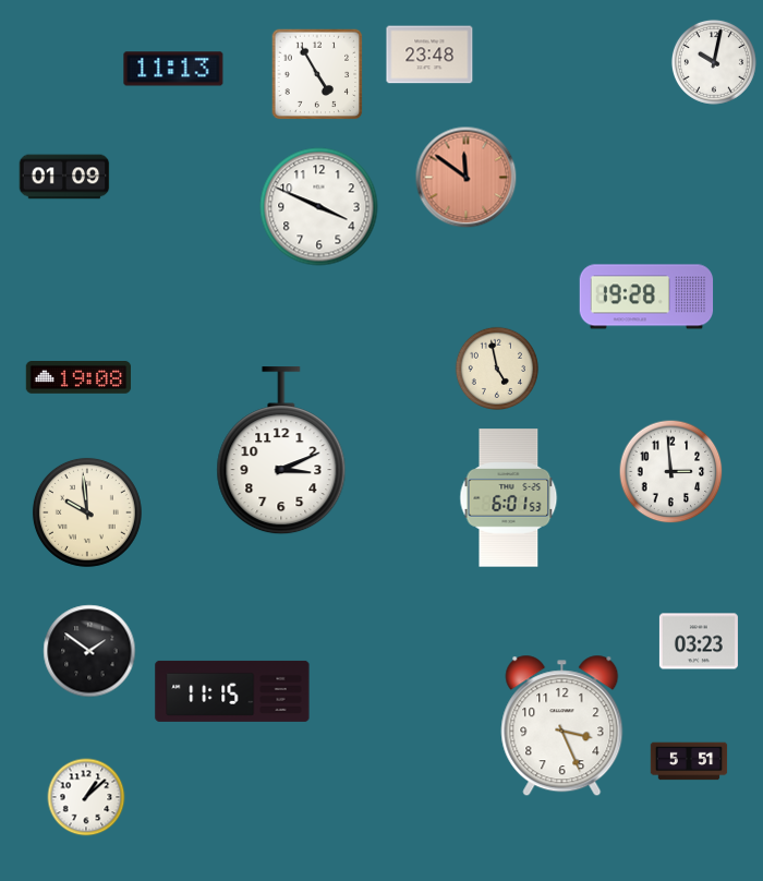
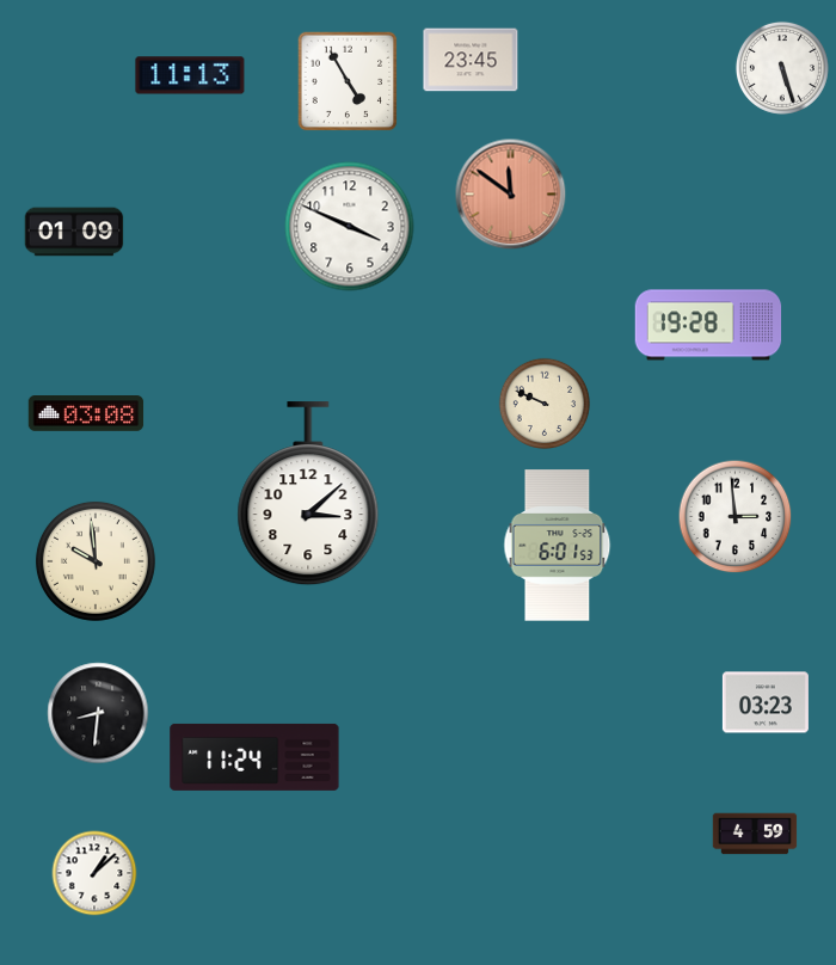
clock at (429, 55): 23:48 -> 23:45
clock at (714, 62): 10:02 -> 5:27
clock at (64, 177) position: (64, 177) -> (74, 232)
clock at (496, 367): 4:58 -> 9:49
clock at (78, 378): 19:08 -> 03:08
clock at (281, 451): 3:11 -> 3:08
clock at (89, 651): 1:51 -> 8:31
clock at (232, 691): 11:15 -> 11:24
clock at (562, 726): 3:26 -> none
clock at (689, 761): 5:51 -> 4:59
